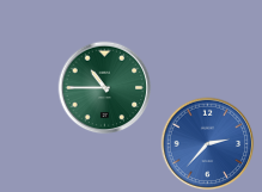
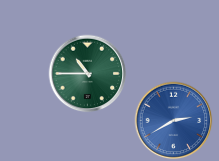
clock at (207, 143): 2:37 -> 2:40
